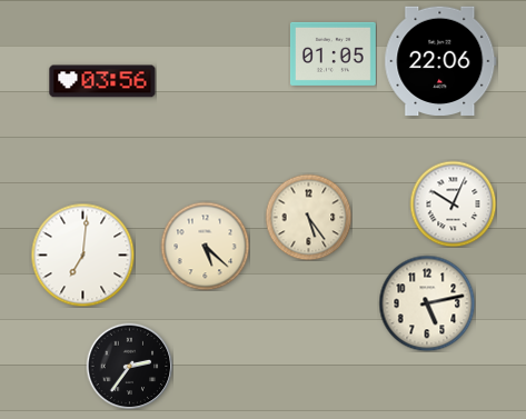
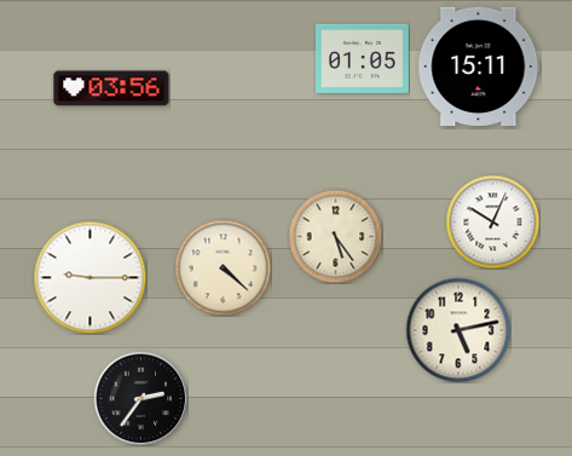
clock at (440, 61): 22:06 -> 15:11
clock at (205, 246): 5:22 -> 4:22
clock at (82, 255): 7:01 -> 9:15
clock at (427, 303) position: (427, 303) -> (458, 330)
